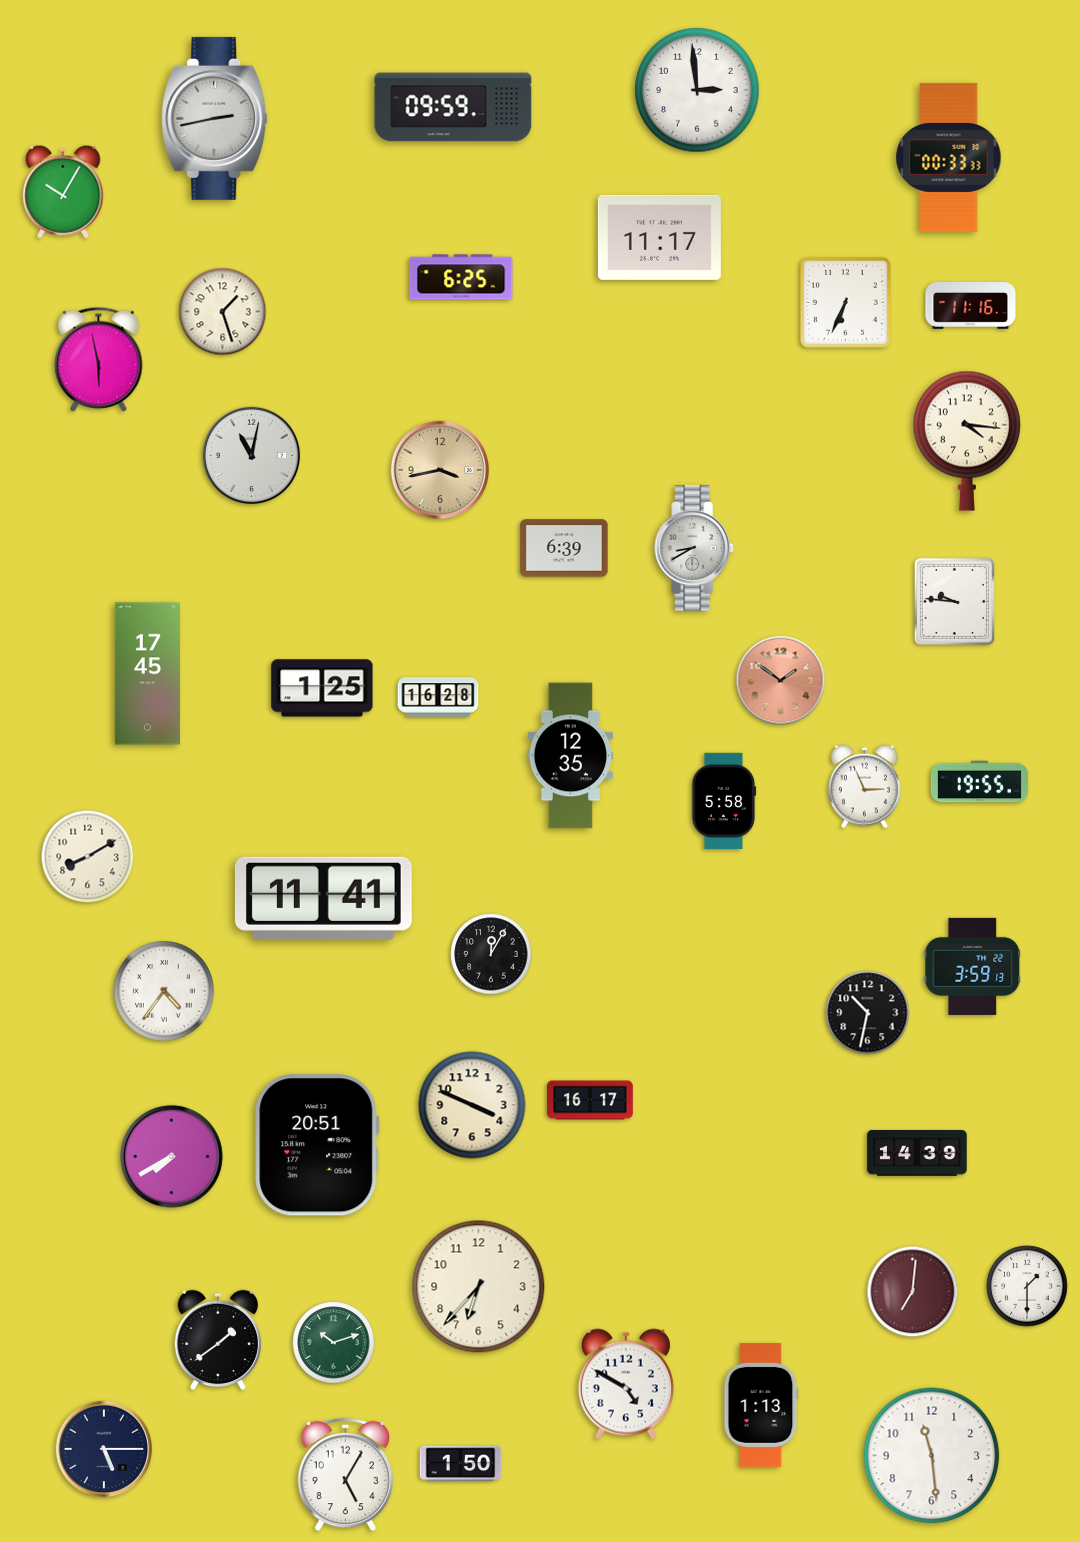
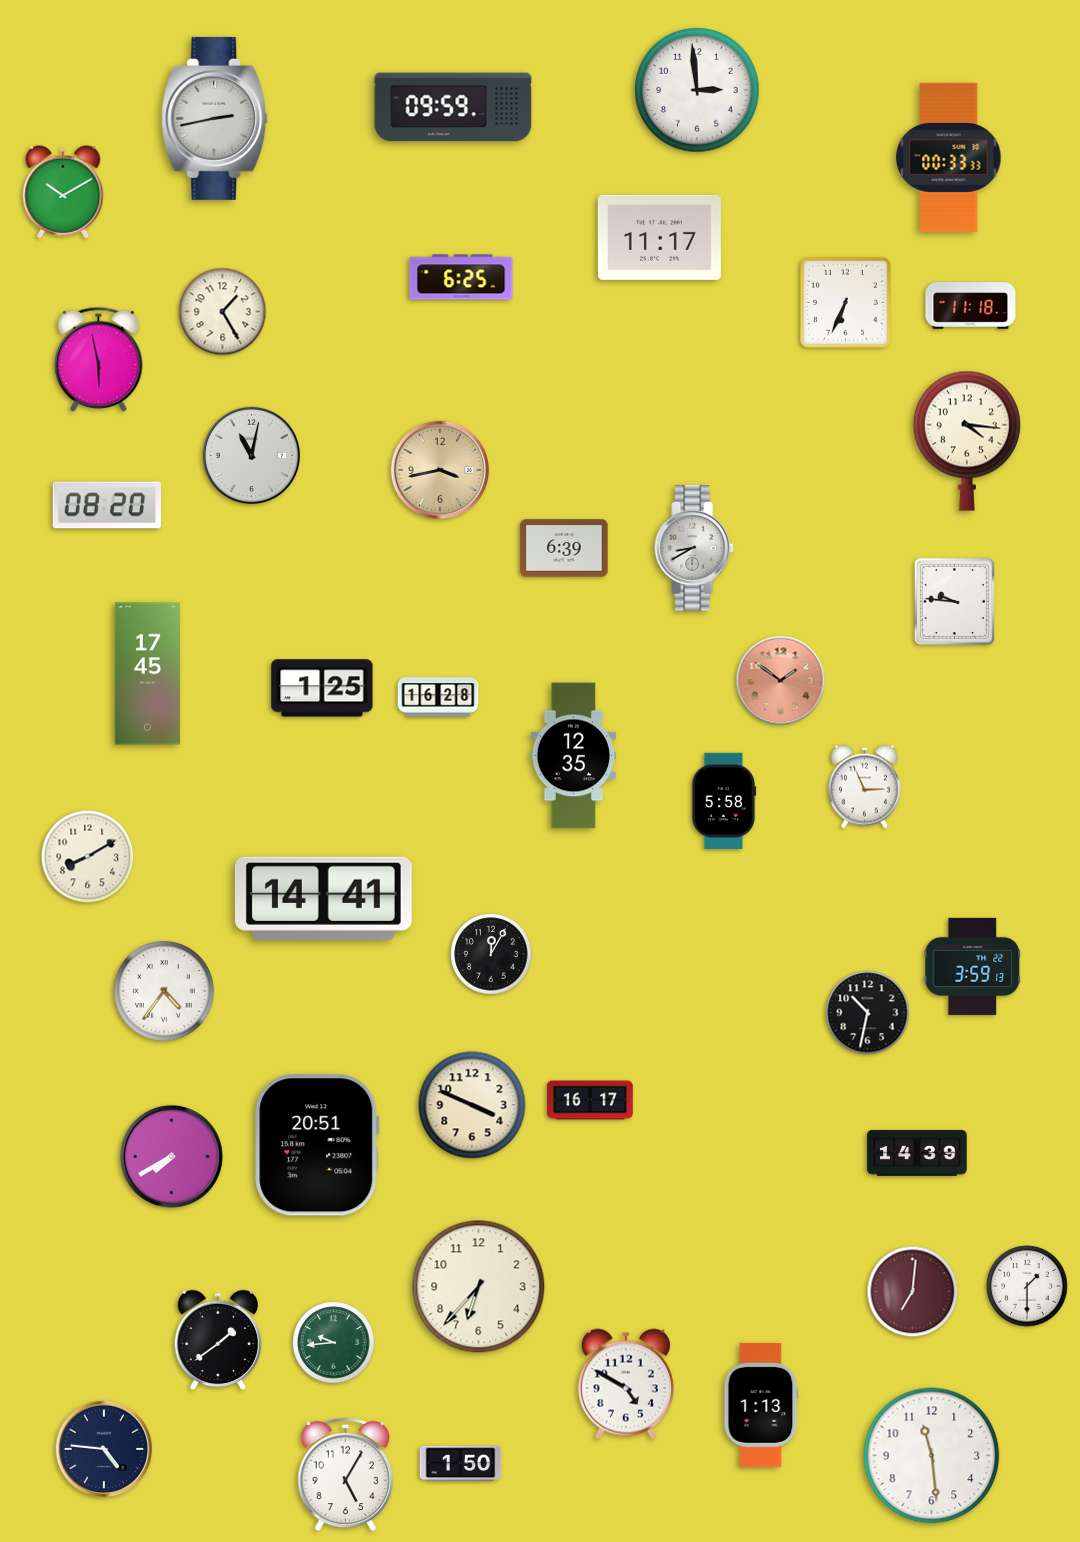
clock at (63, 192): 10:05 -> 10:10
clock at (971, 306): 11:16 -> 11:18
clock at (223, 312): 1:27 -> 1:25
clock at (106, 505): none -> 08:20
clock at (571, 756) position: (571, 756) -> (574, 756)
clock at (979, 782): 19:55 -> none
clock at (323, 898): 11:41 -> 14:41
clock at (334, 1343): 10:12 -> 9:44
clock at (104, 1449): 5:15 -> 4:46
